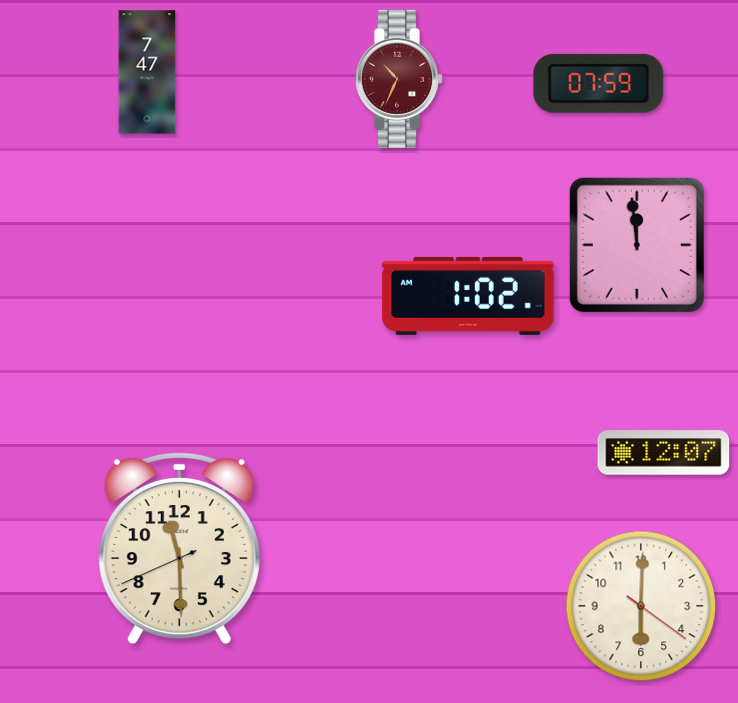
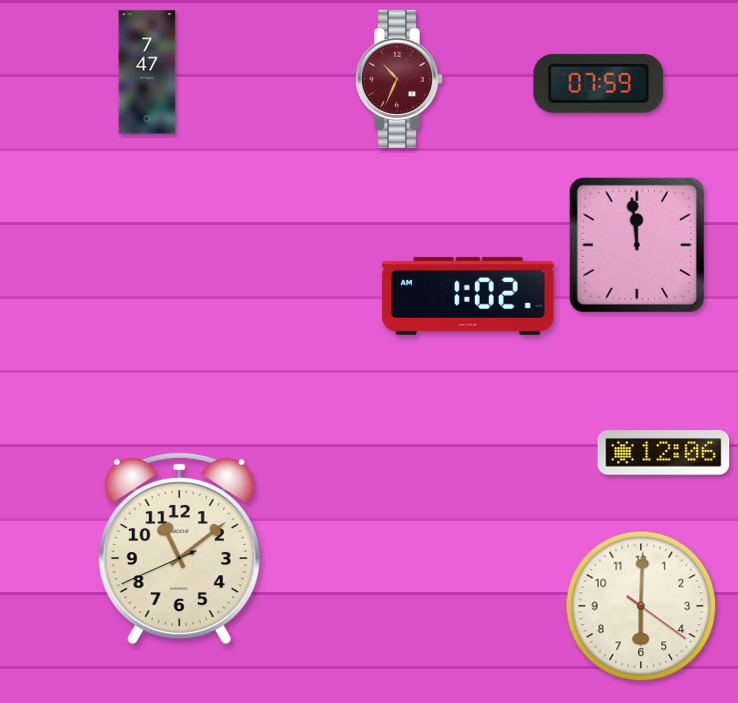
clock at (664, 453): 12:07 -> 12:06
clock at (179, 548): 11:29 -> 11:08
